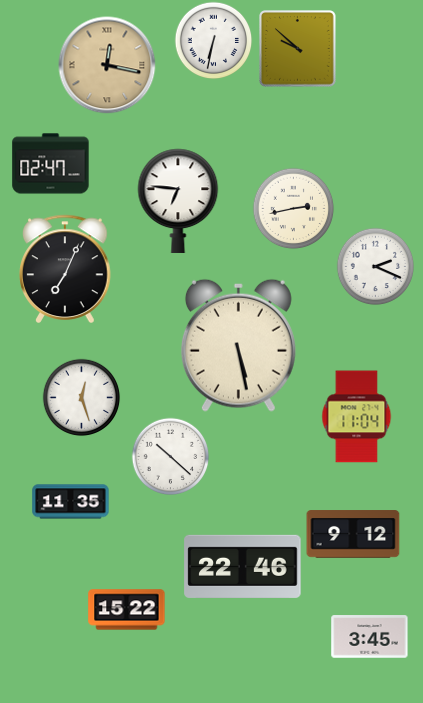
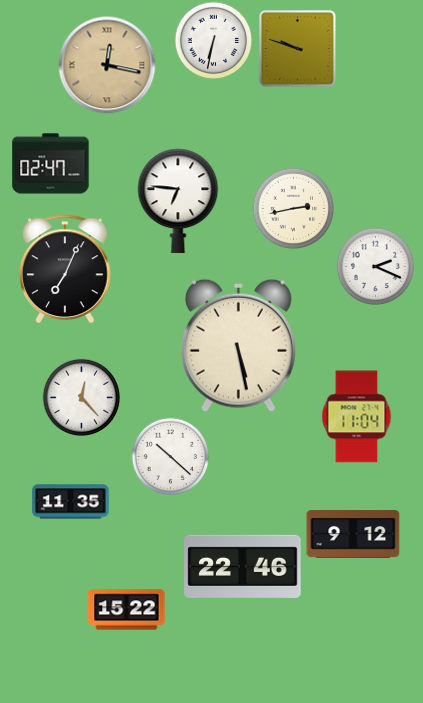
clock at (298, 49): 9:52 -> 9:48
clock at (81, 397): 12:27 -> 12:23
clock at (370, 637): 3:45 -> none
